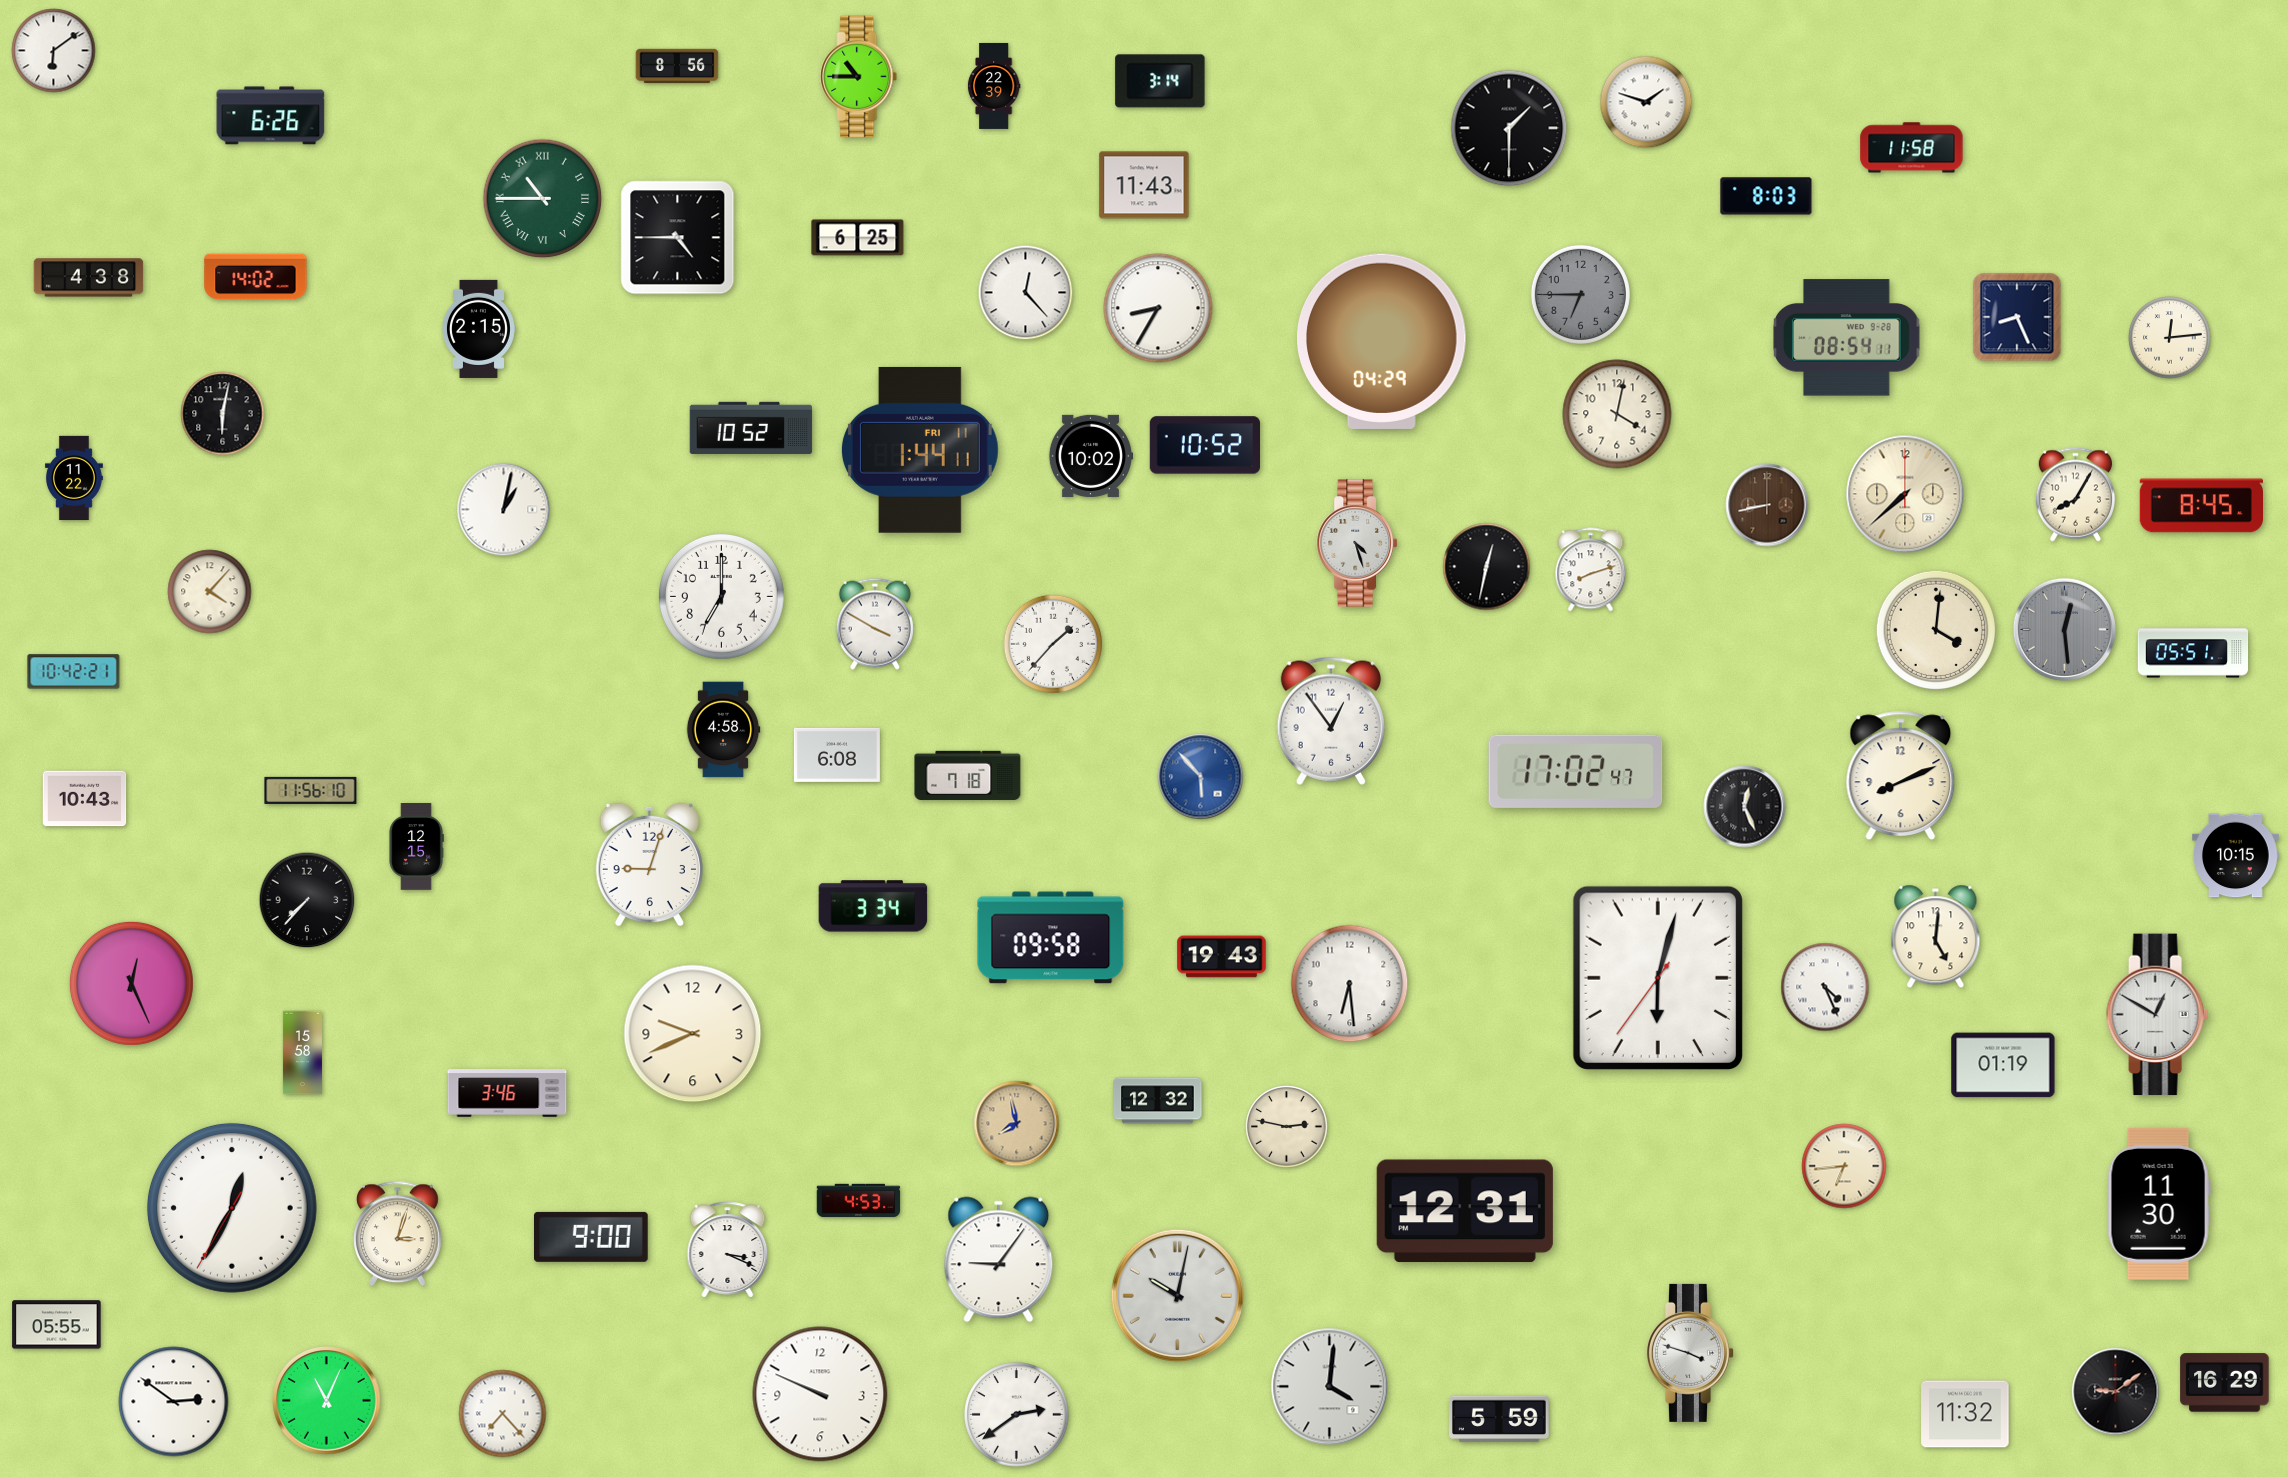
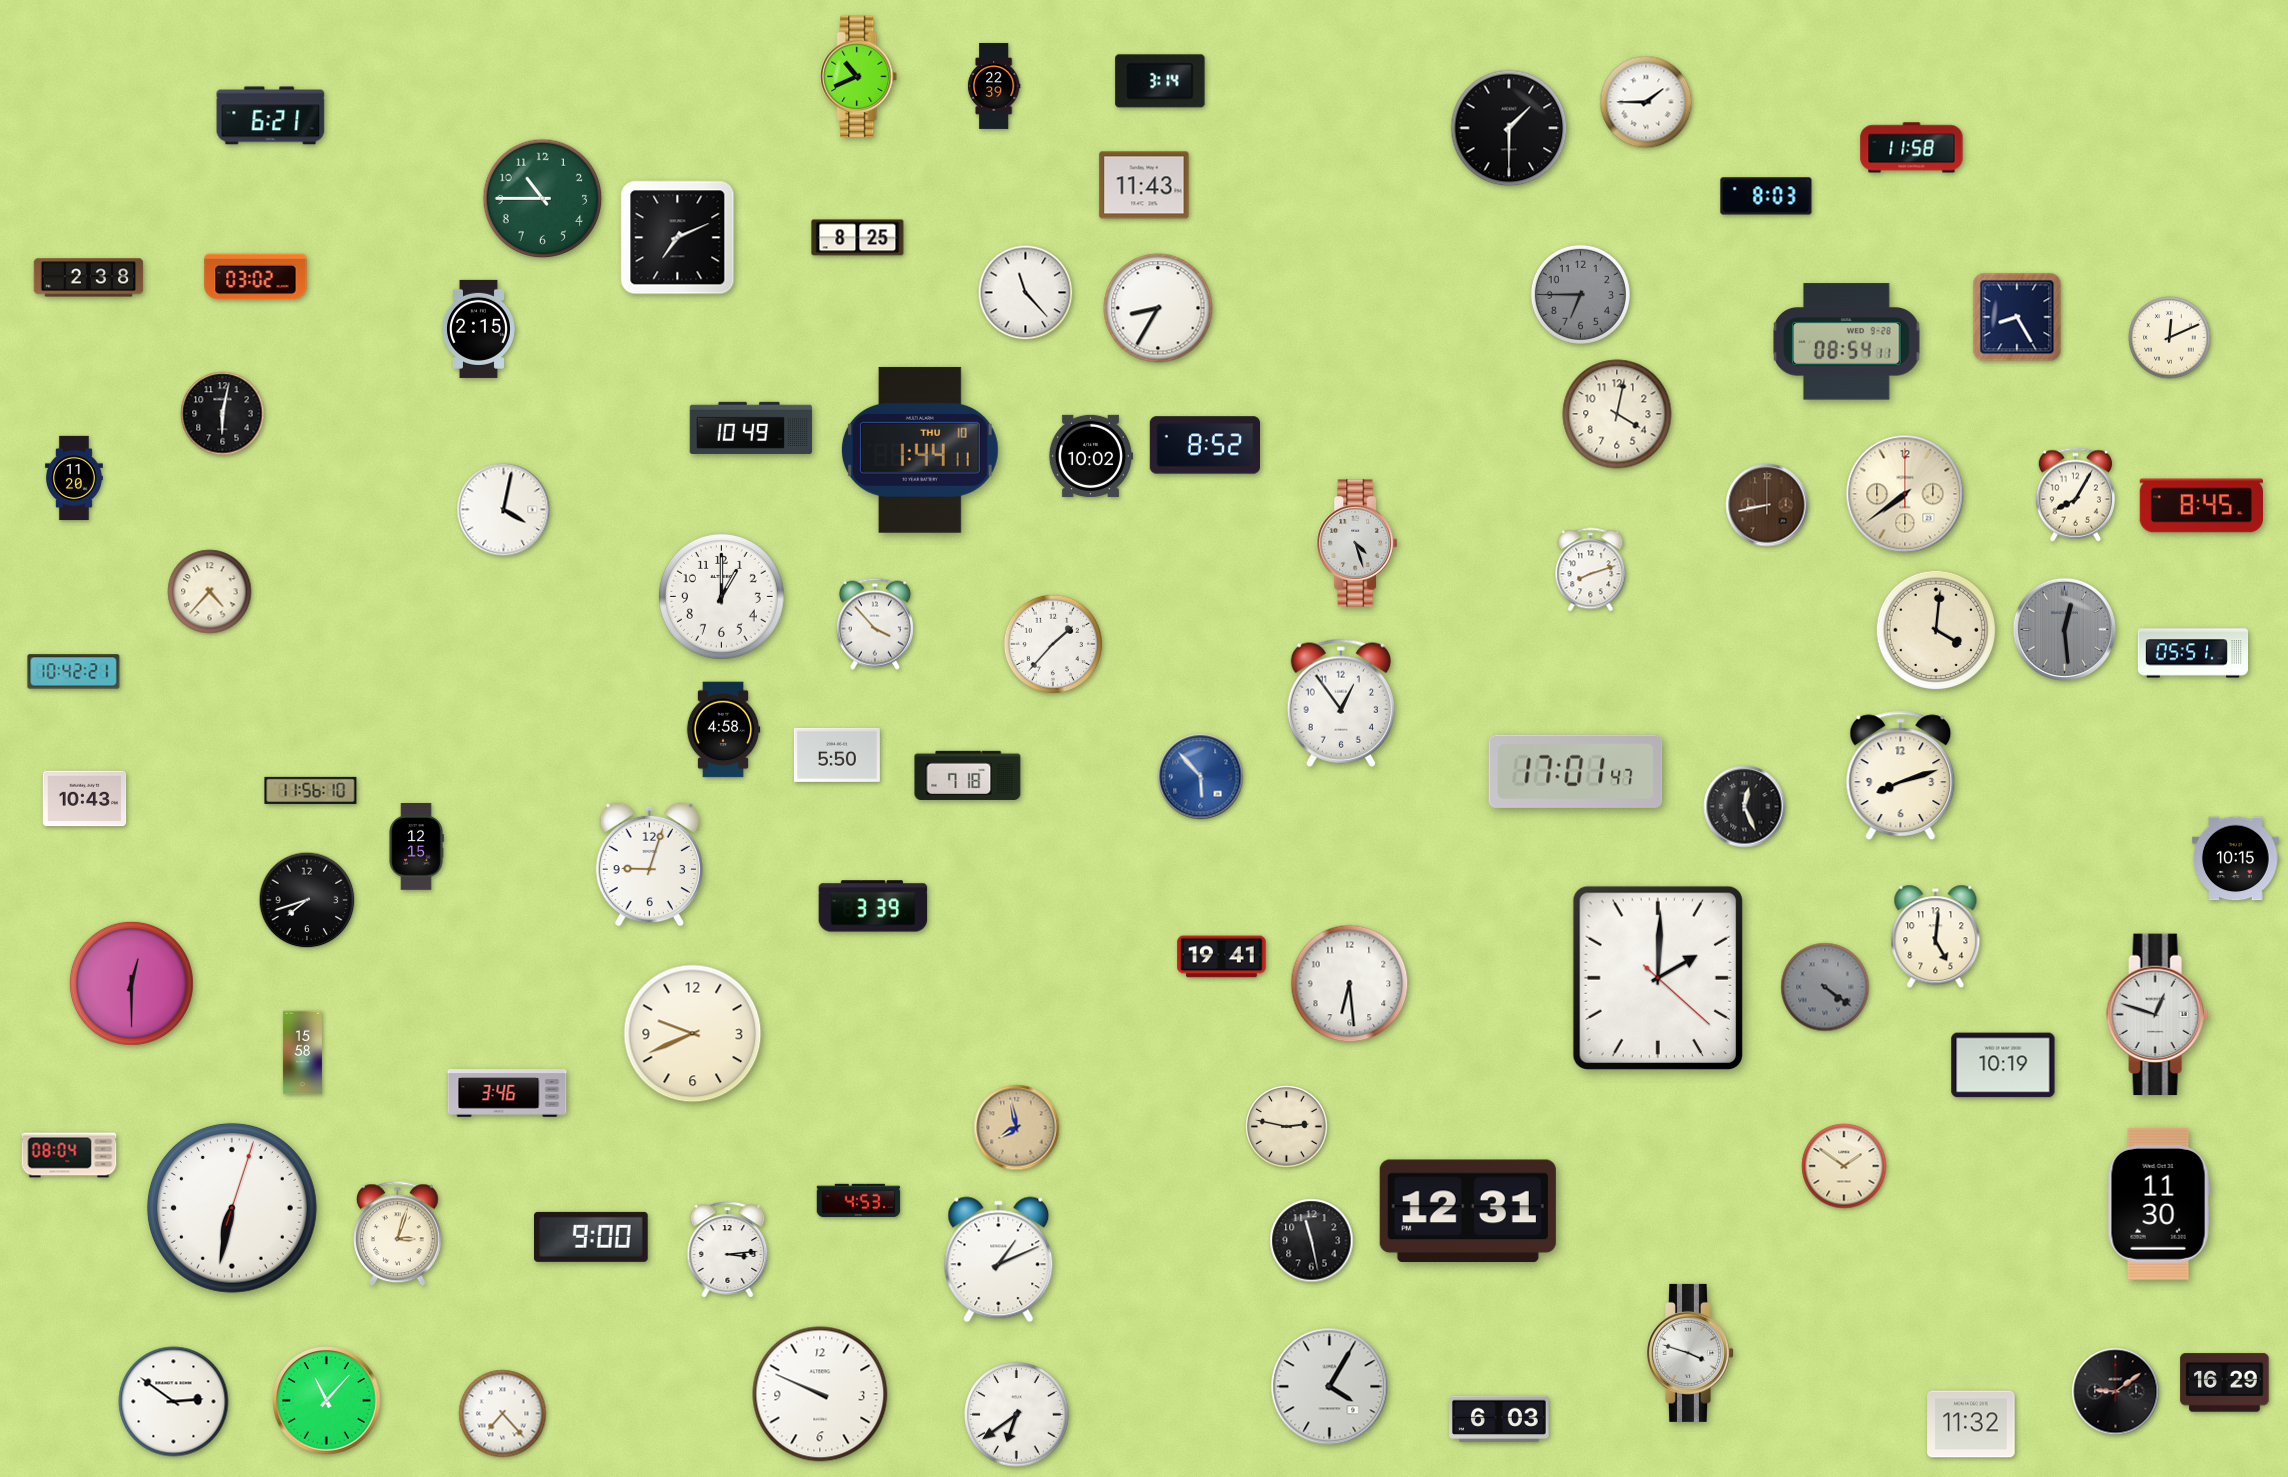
clock at (54, 51): 6:09 -> none
clock at (677, 66): 8:56 -> none
clock at (859, 77): 10:45 -> 10:41
clock at (1646, 102): 1:48 -> 1:45
clock at (271, 116): 6:26 -> 6:21
clock at (543, 199) numerals: Roman -> Arabic
clock at (678, 238): 4:45 -> 7:11
clock at (858, 238): 6:25 -> 8:25
clock at (256, 277): 14:02 -> 03:02
clock at (89, 278): 4:38 -> 2:38
clock at (1026, 293): 12:23 -> 11:23
clock at (2017, 317): 8:26 -> 8:25
clock at (1847, 338) position: (1847, 338) -> (1847, 342)
clock at (2170, 338): 12:14 -> 12:11
clock at (1382, 341): 04:29 -> none
clock at (751, 428): 10:52 -> 10:49
clock at (1204, 445): 10:52 -> 8:52
clock at (920, 450) date: FRI 11 -> THU 10
clock at (74, 478): 11:22 -> 11:20
clock at (1905, 494): 7:38 -> 7:39
clock at (504, 510): 1:02 -> 4:02
clock at (1487, 567): 12:32 -> none
clock at (210, 592): 4:07 -> 4:37
clock at (722, 597): 7:00 -> 1:00
clock at (875, 624): 3:50 -> 3:53
clock at (1330, 721) position: (1330, 721) -> (1340, 703)
clock at (837, 755): 6:08 -> 5:50
clock at (1576, 771): 17:02 -> 17:01
clock at (1901, 775): 8:11 -> 8:12
clock at (2236, 856) position: (2236, 856) -> (2236, 859)
clock at (307, 900): 7:37 -> 7:42
clock at (873, 906): 3:34 -> 3:39
clock at (1051, 938): 09:58 -> none
clock at (1222, 957): 19:43 -> 19:41
clock at (1658, 978): 6:02 -> 2:00
clock at (131, 983): 12:26 -> 12:30
clock at (1825, 987): 4:26 -> 4:21
clock at (1825, 987) dial: white -> grey
clock at (2158, 1015): 12:50 -> 12:48
clock at (2003, 1065): 01:19 -> 10:19
clock at (1158, 1101): 12:32 -> none
clock at (1017, 1124) position: (1017, 1124) -> (1017, 1128)
clock at (69, 1155): none -> 08:04
clock at (1844, 1166): 6:44 -> 1:51
clock at (232, 1208): 12:34 -> 6:32
clock at (1465, 1211) position: (1465, 1211) -> (1468, 1211)
clock at (1312, 1241): none -> 11:28
clock at (728, 1250): 3:19 -> 3:14
clock at (999, 1260): 9:06 -> 1:11
clock at (1177, 1295): 10:02 -> none
clock at (57, 1325): 05:55 -> none
clock at (1330, 1387): 4:01 -> 4:05
clock at (327, 1401): 11:04 -> 11:07
clock at (1965, 1414) position: (1965, 1414) -> (1971, 1424)
clock at (1017, 1415): 2:39 -> 6:39
clock at (1500, 1419): 5:59 -> 6:03
